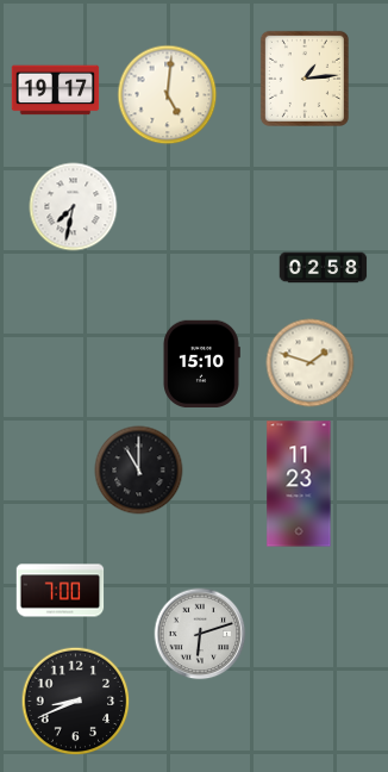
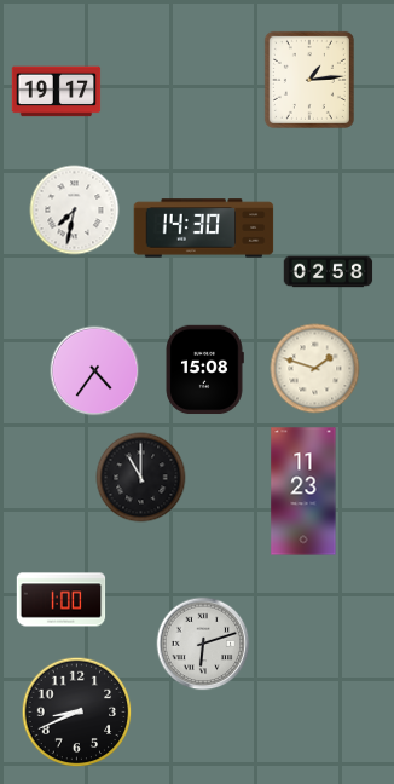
clock at (168, 95): 5:01 -> none
clock at (204, 229): none -> 14:30
clock at (201, 365): 15:10 -> 15:08
clock at (95, 371): none -> 4:36
clock at (61, 591): 7:00 -> 1:00
